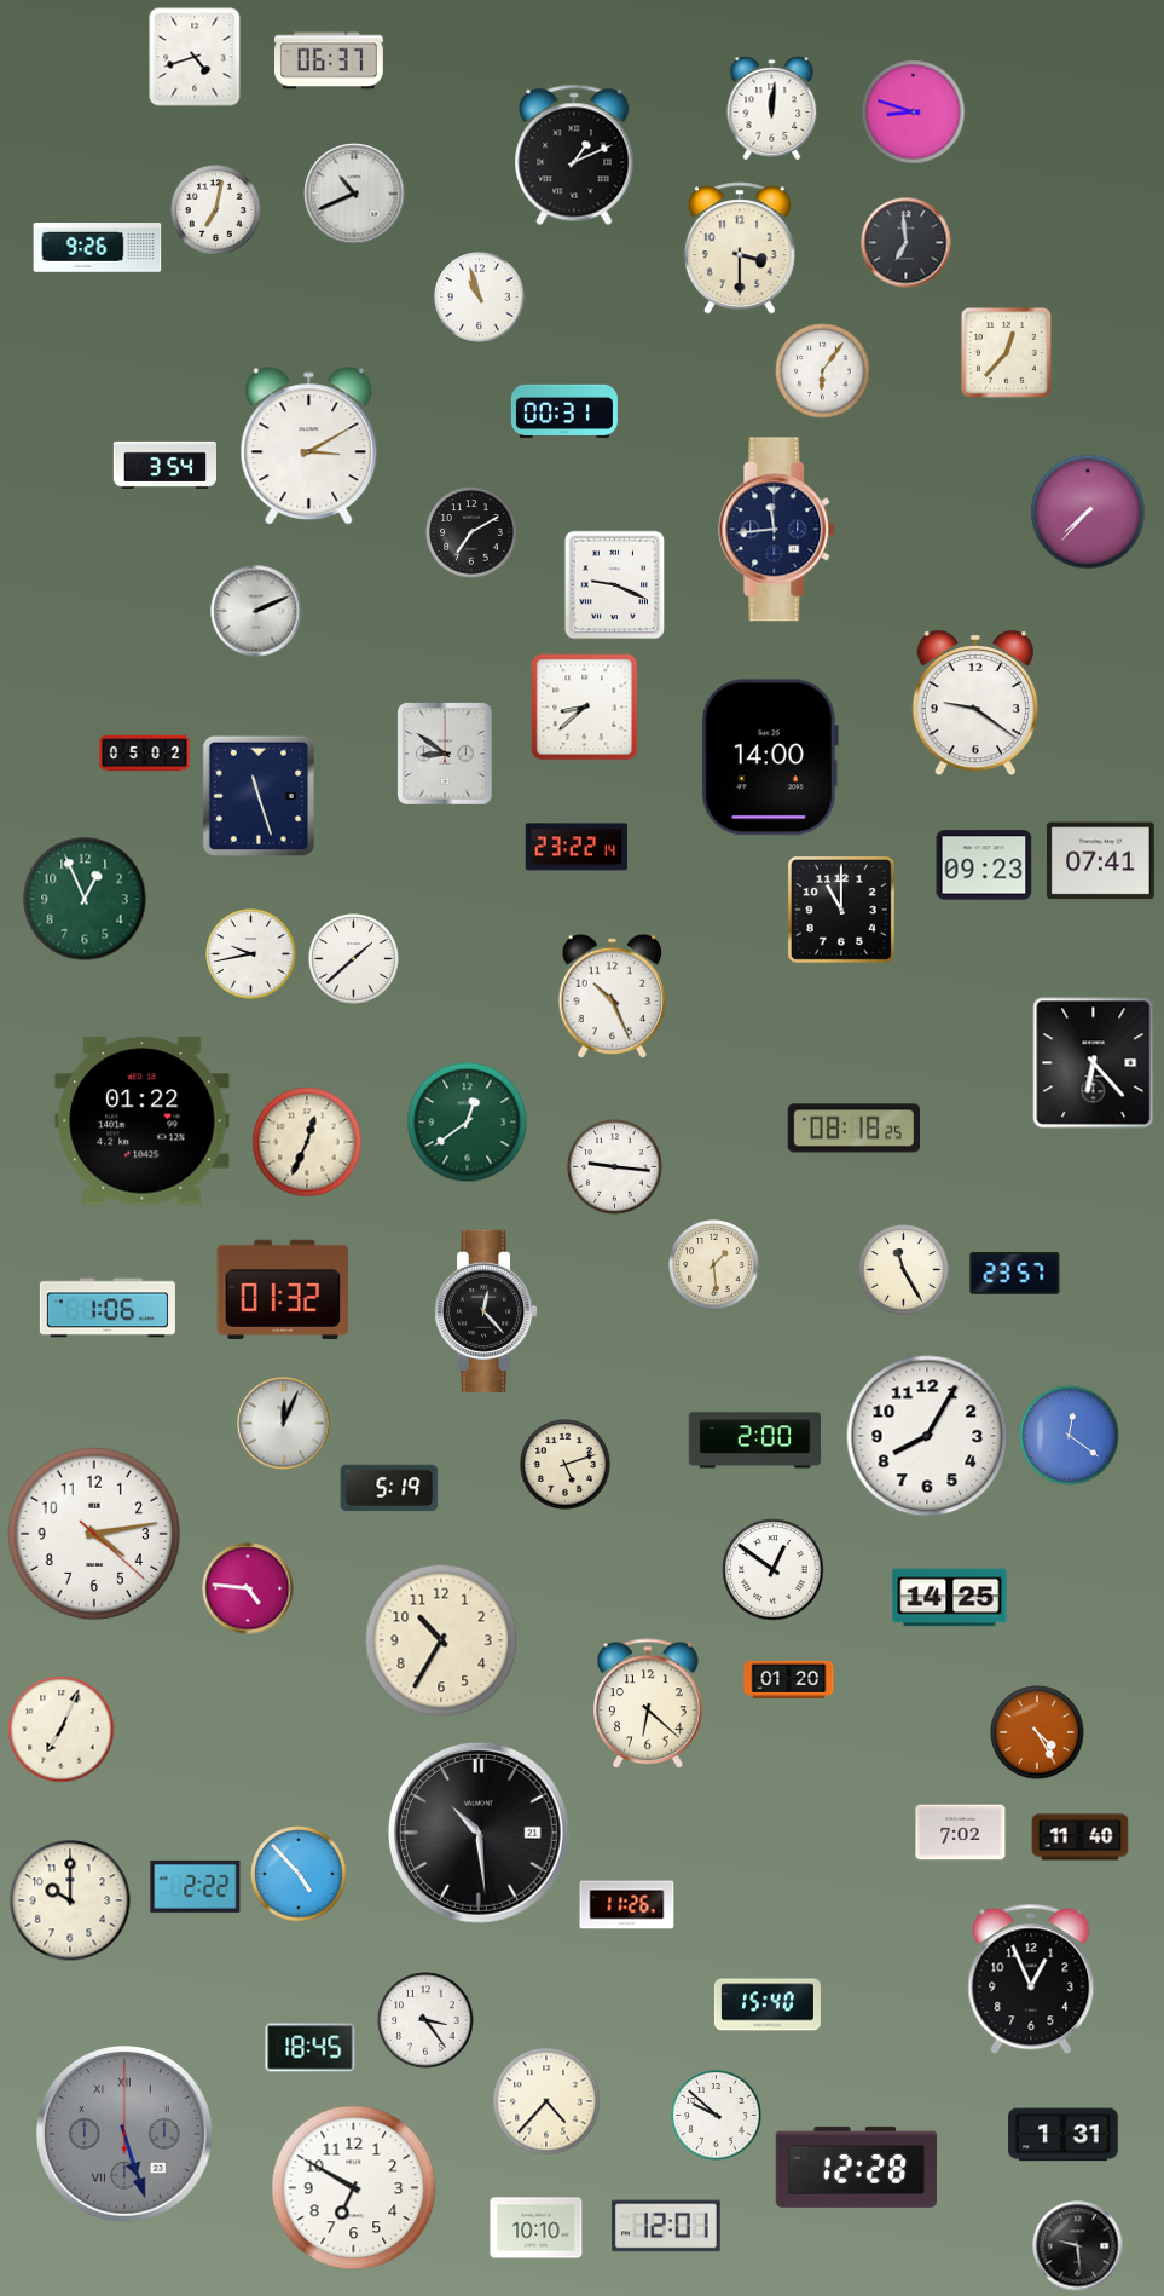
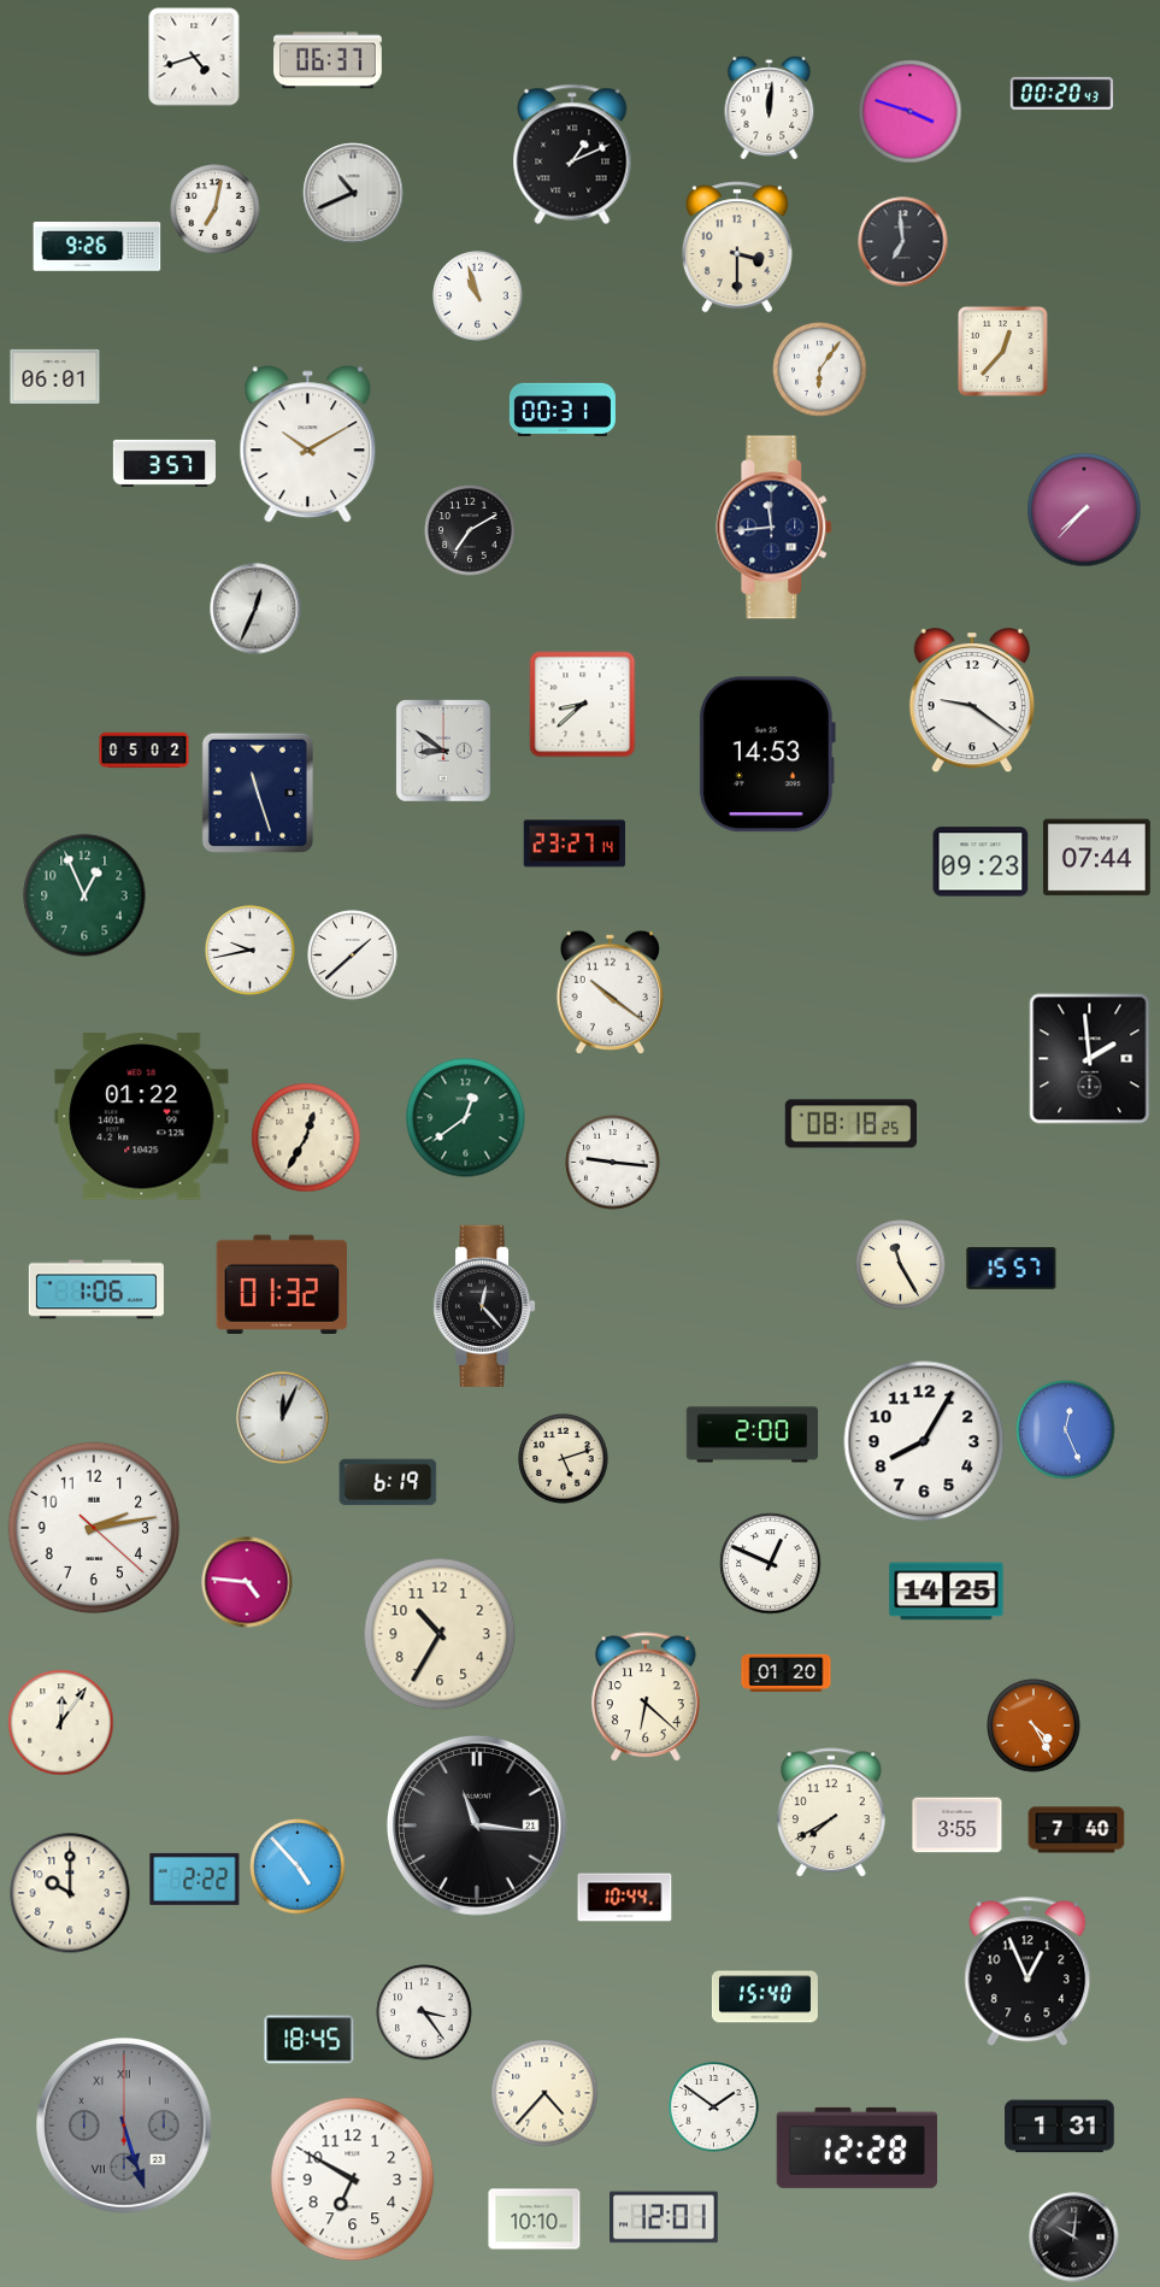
clock at (1061, 93): none -> 00:20
clock at (914, 113): 8:48 -> 3:48
clock at (55, 376): none -> 06:01
clock at (309, 446): 3:10 -> 10:10
clock at (166, 465): 3:54 -> 3:57
clock at (615, 585): 9:19 -> none
clock at (256, 611): 2:11 -> 12:34
clock at (769, 757): 14:00 -> 14:53
clock at (577, 847): 23:22 -> 23:27
clock at (1100, 861): 07:41 -> 07:44
clock at (841, 910): 11:00 -> none
clock at (612, 996): 10:26 -> 10:21
clock at (1094, 1063): 6:23 -> 1:59
clock at (307, 1142): 12:34 -> 12:35
clock at (714, 1265): 1:29 -> none
clock at (1015, 1273): 23:57 -> 15:57
clock at (108, 1308) position: (108, 1308) -> (96, 1289)
clock at (927, 1436) position: (927, 1436) -> (924, 1441)
clock at (1070, 1436): 12:21 -> 12:26
clock at (389, 1488): 5:19 -> 6:19
clock at (94, 1534): 4:13 -> 2:13
clock at (774, 1570): 12:51 -> 12:49
clock at (62, 1730): 7:04 -> 12:06
clock at (832, 1813): none -> 7:40
clock at (961, 1833): 7:02 -> 3:55
clock at (479, 1834): 10:29 -> 11:16
clock at (1081, 1838): 11:40 -> 7:40
clock at (627, 1905): 11:26 -> 10:44
clock at (717, 2116): 9:52 -> 1:51
clock at (857, 2167) position: (857, 2167) -> (858, 2147)
clock at (1078, 2246): 9:29 -> 10:01
